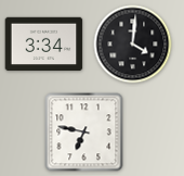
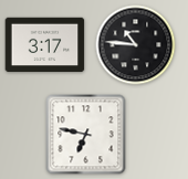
clock at (44, 45): 3:34 -> 3:17
clock at (133, 45): 4:01 -> 10:46
